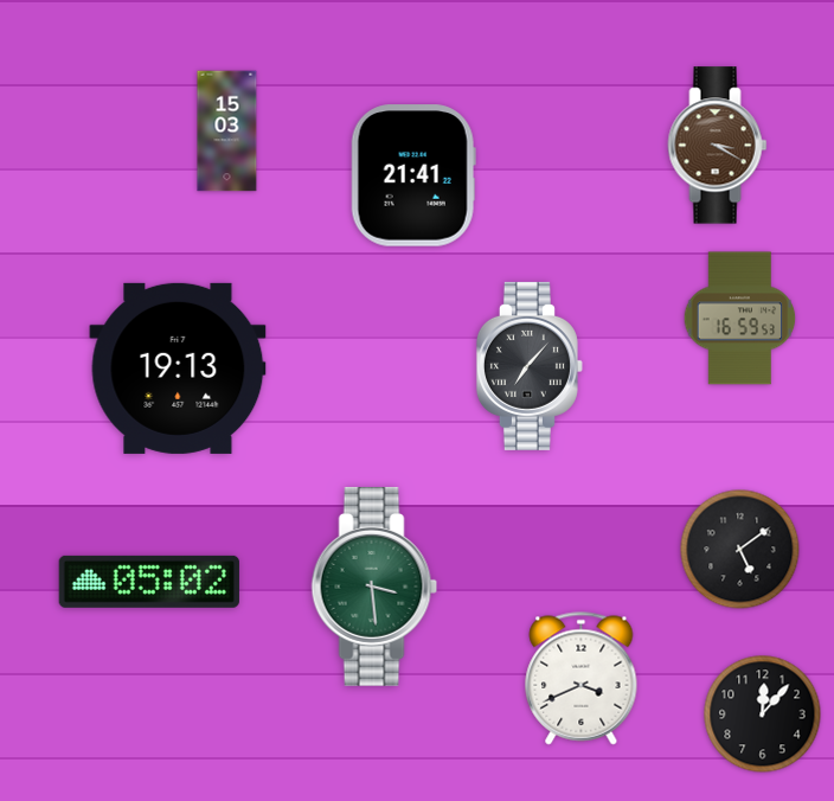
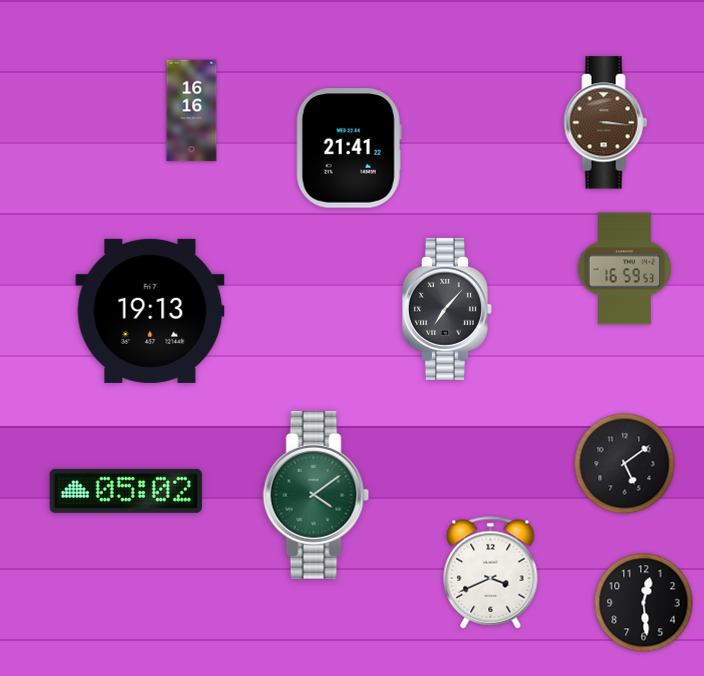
clock at (227, 132): 15:03 -> 16:16
clock at (718, 146): 3:20 -> 3:16
clock at (374, 587): 3:29 -> 4:09
clock at (763, 715): 12:07 -> 12:29
